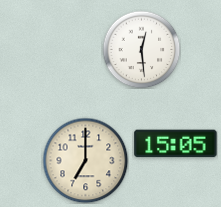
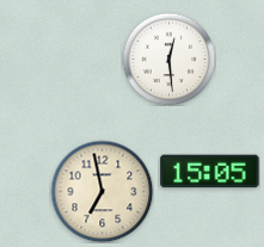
clock at (85, 160): 7:00 -> 6:58
